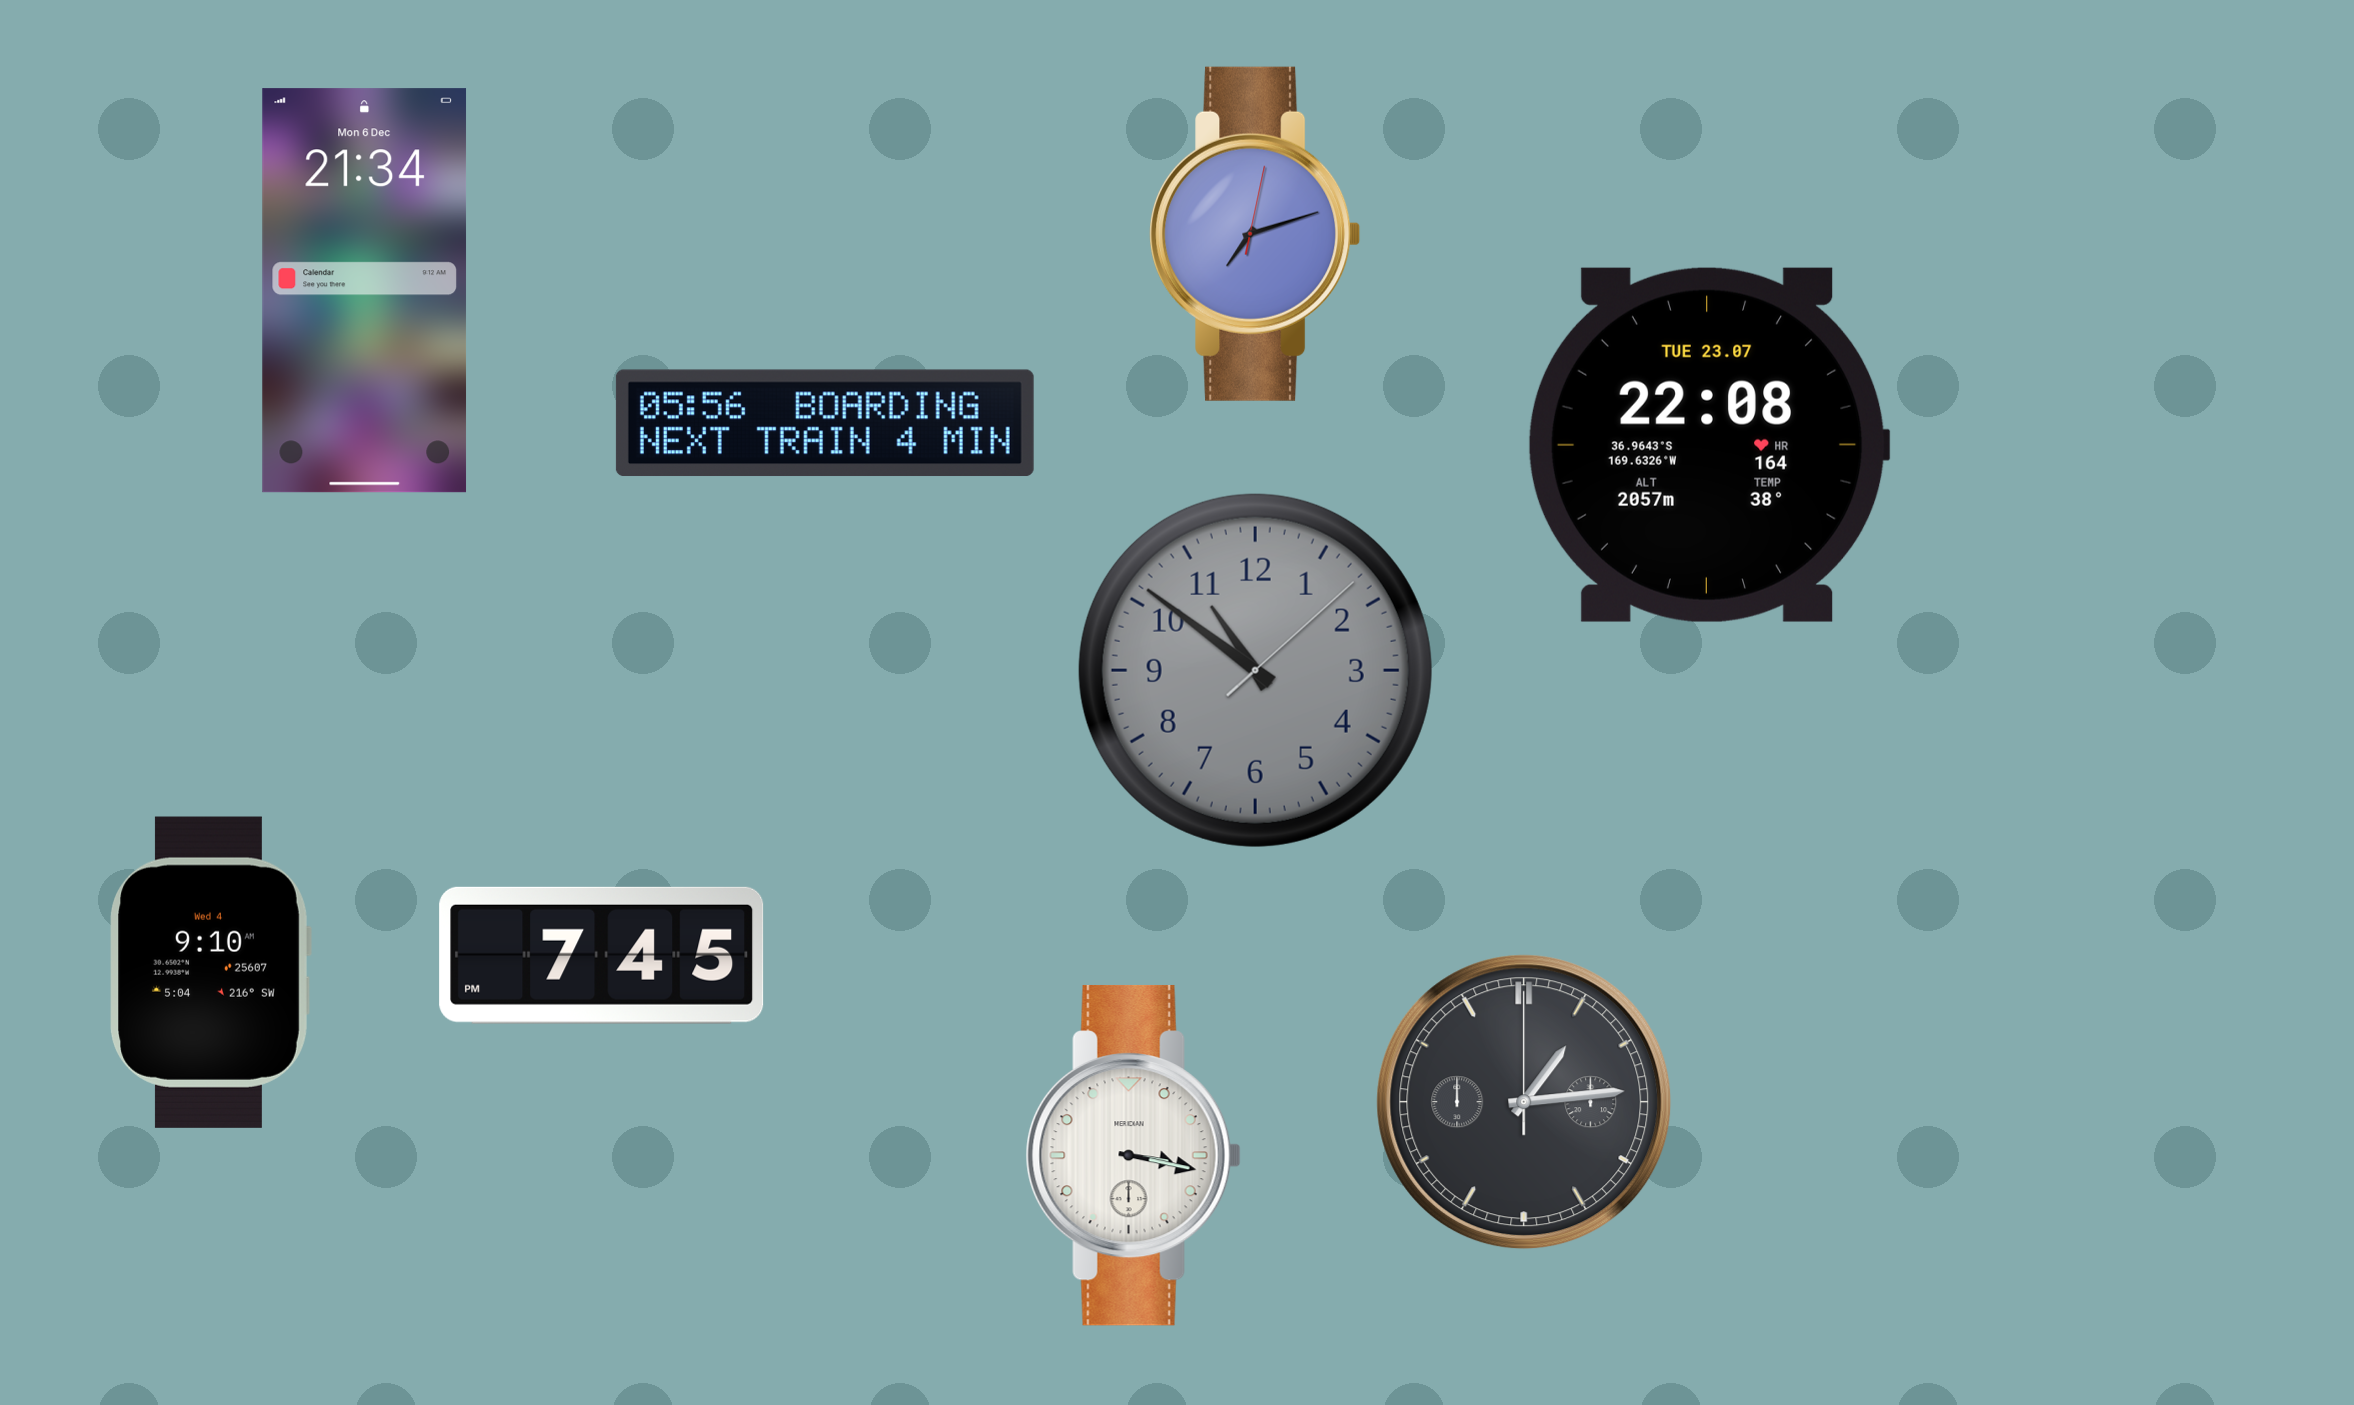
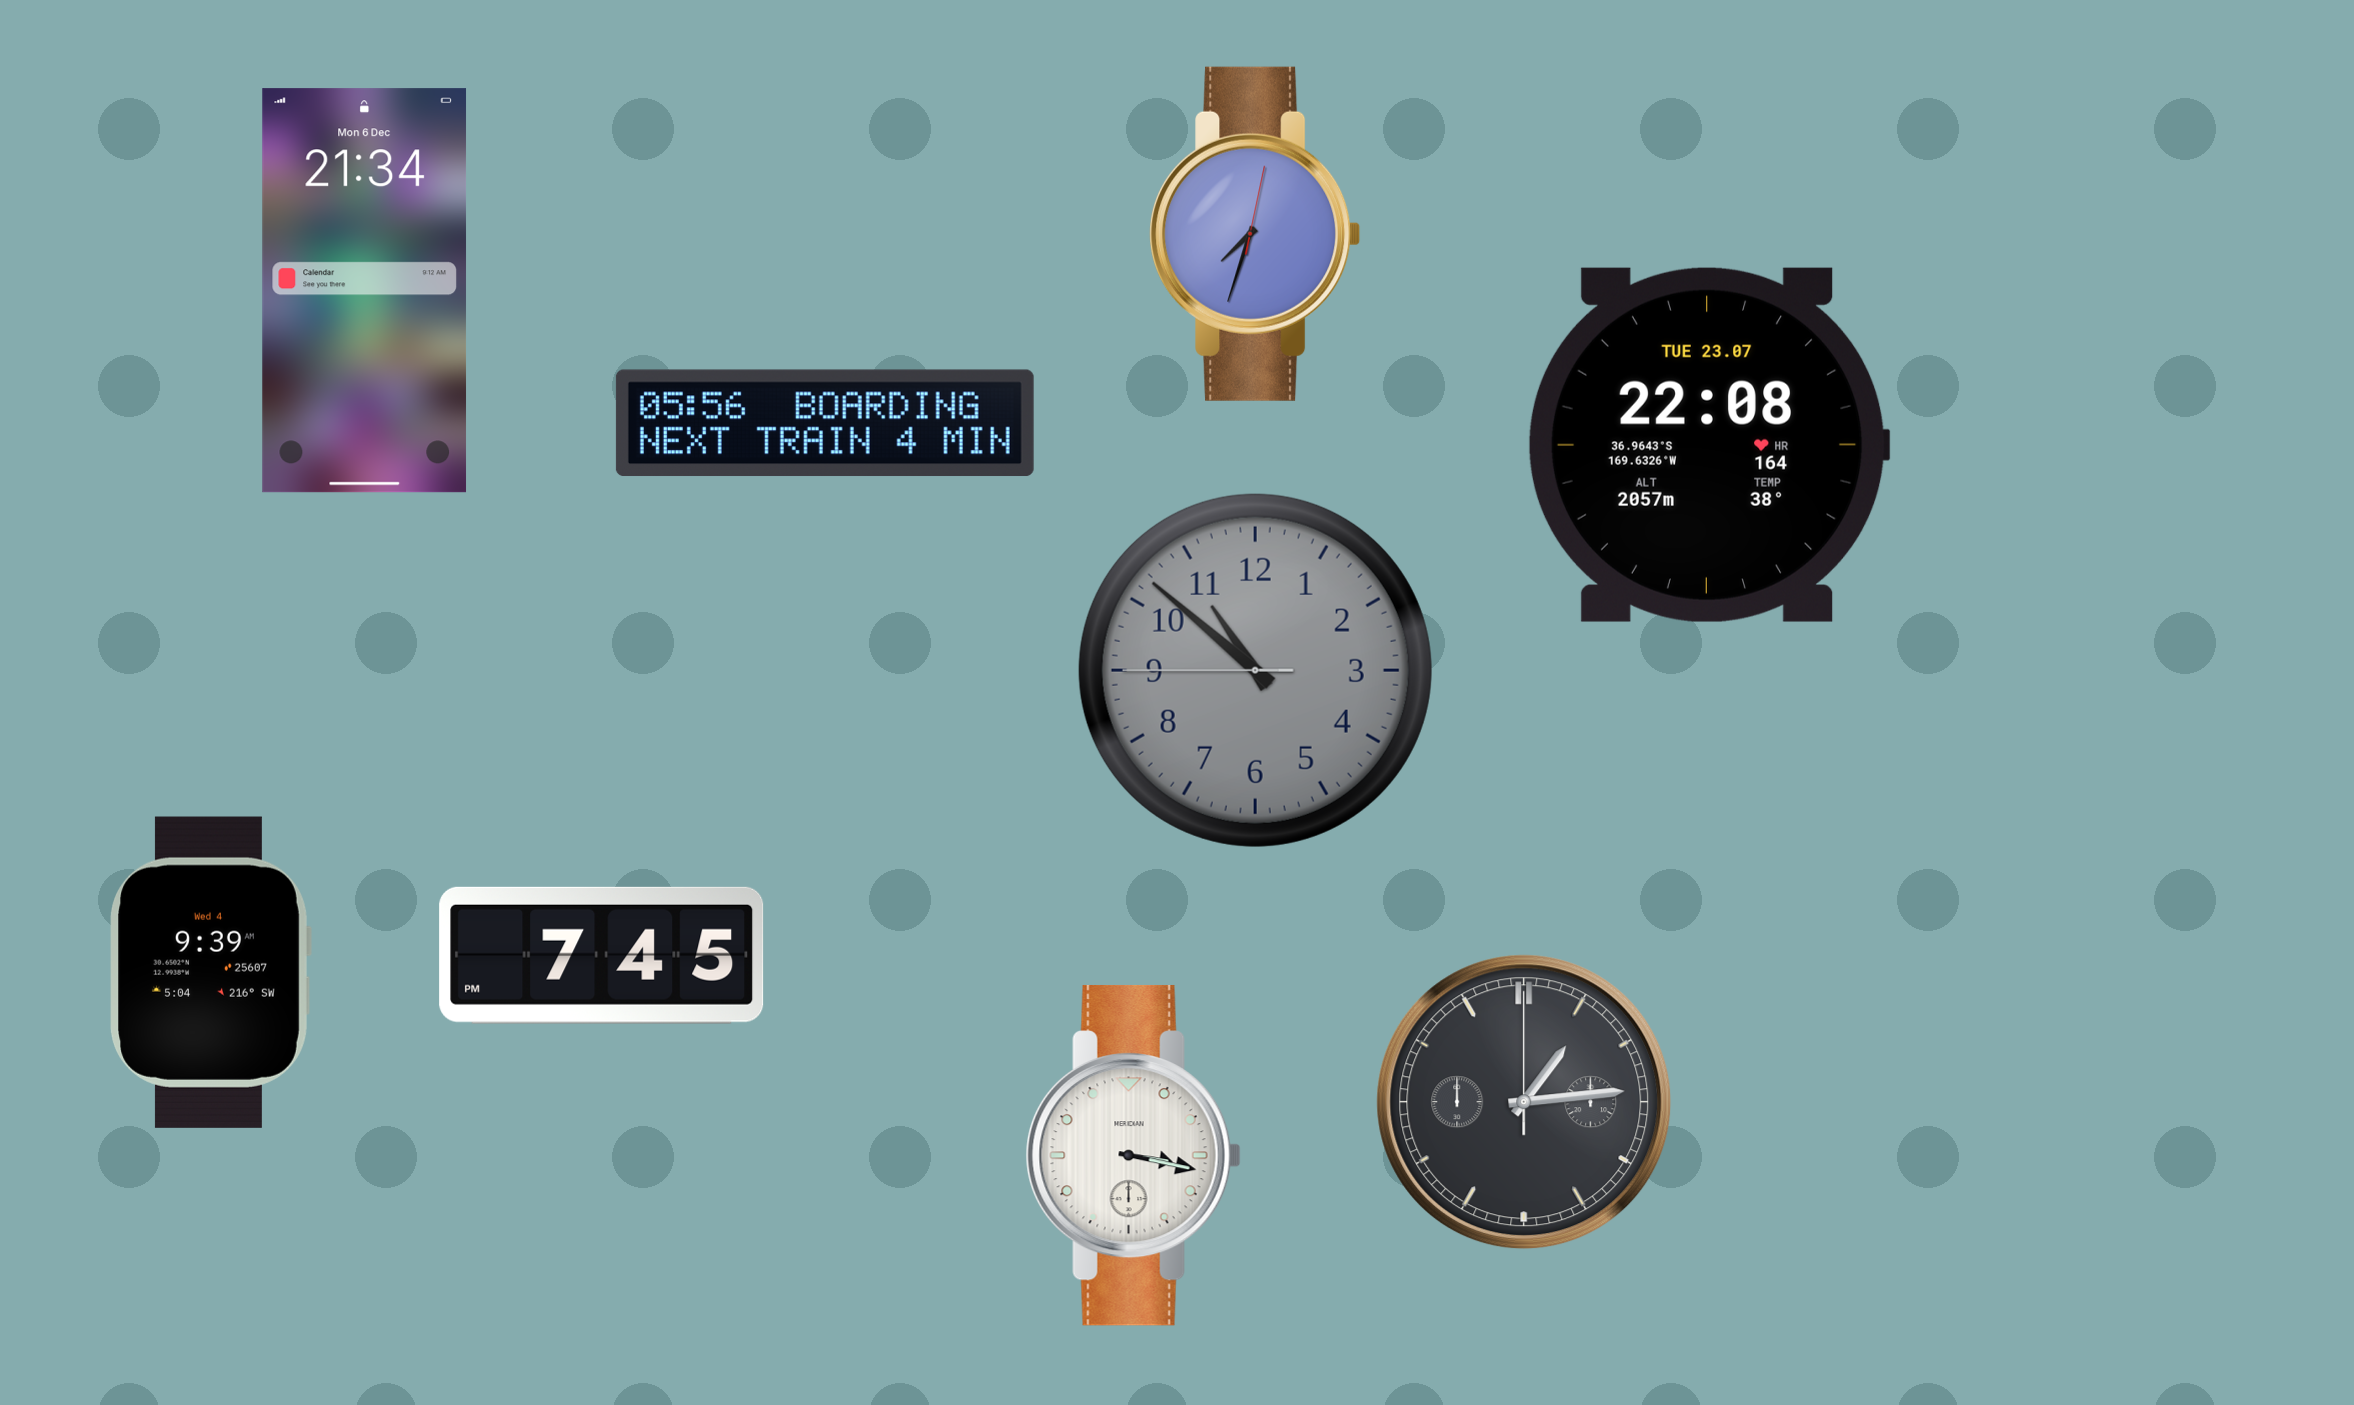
clock at (1255, 234): 7:12 -> 7:33
clock at (1255, 670): 10:51:08 -> 10:51:45
clock at (210, 972): 9:10 -> 9:39
